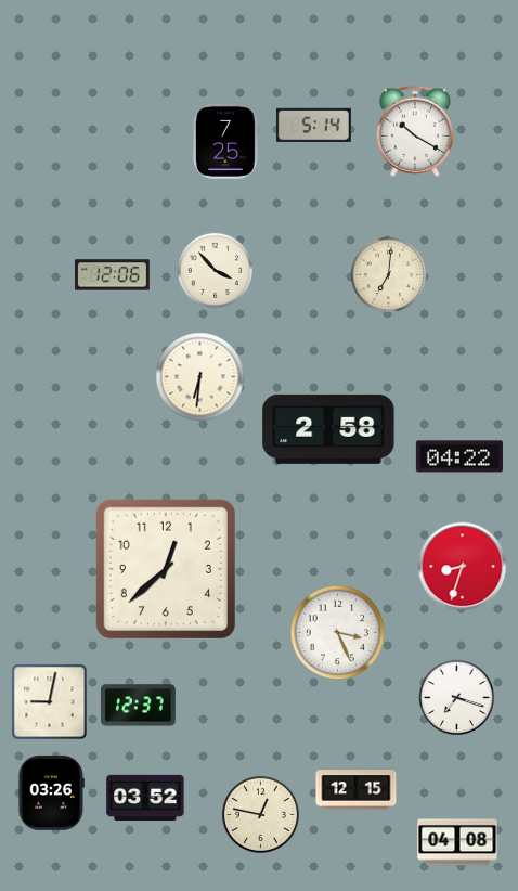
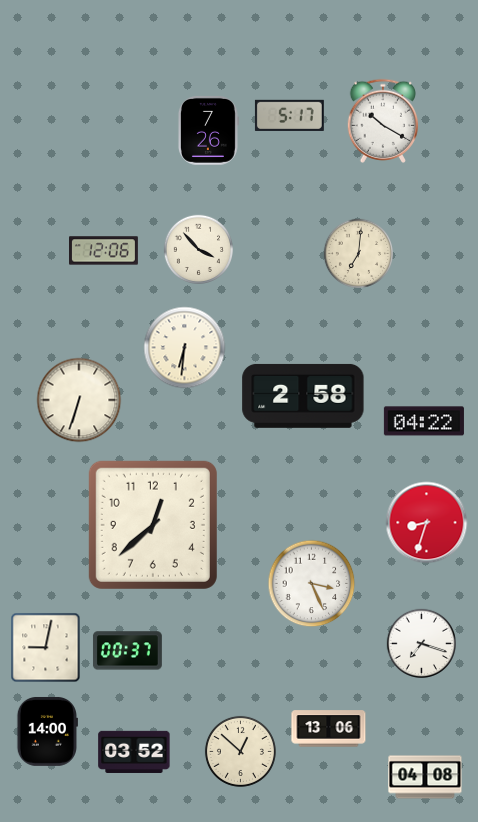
clock at (313, 125): 5:14 -> 5:17
clock at (225, 141): 7:25 -> 7:26
clock at (113, 275) position: (113, 275) -> (104, 251)
clock at (79, 400): none -> 6:33
clock at (138, 706): 12:37 -> 00:37
clock at (357, 790): 12:15 -> 13:06
clock at (51, 792): 03:26 -> 14:00
clock at (145, 798) position: (145, 798) -> (134, 752)
clock at (260, 814): 12:47 -> 12:52
clock at (457, 842) position: (457, 842) -> (425, 777)
